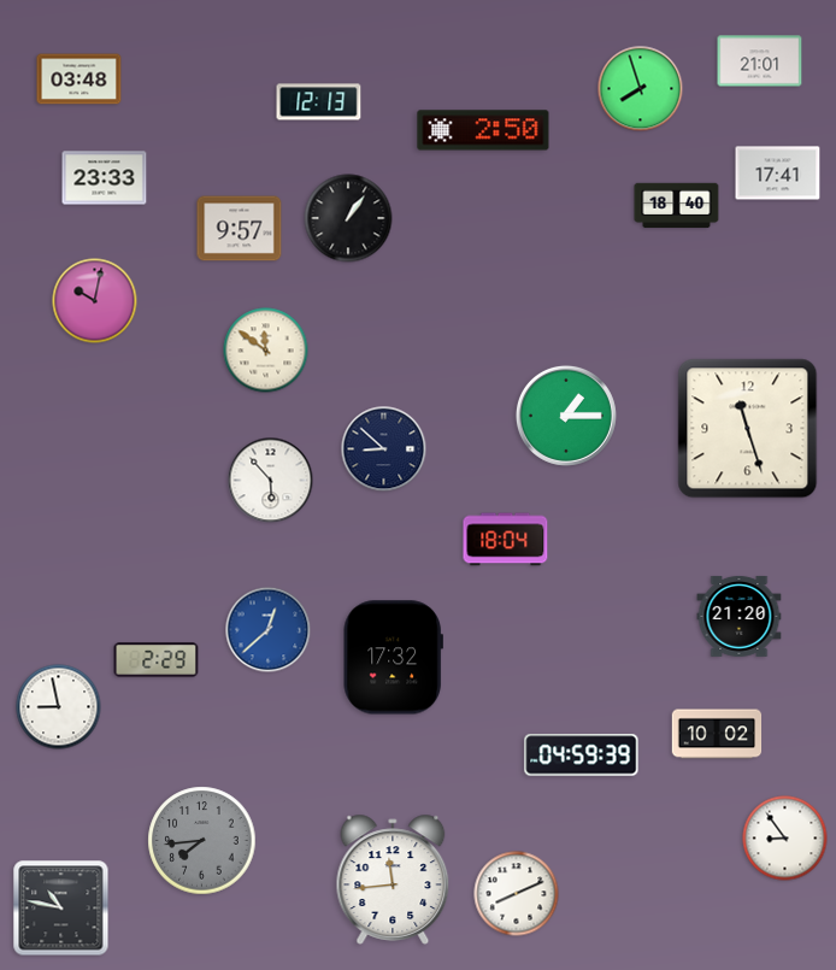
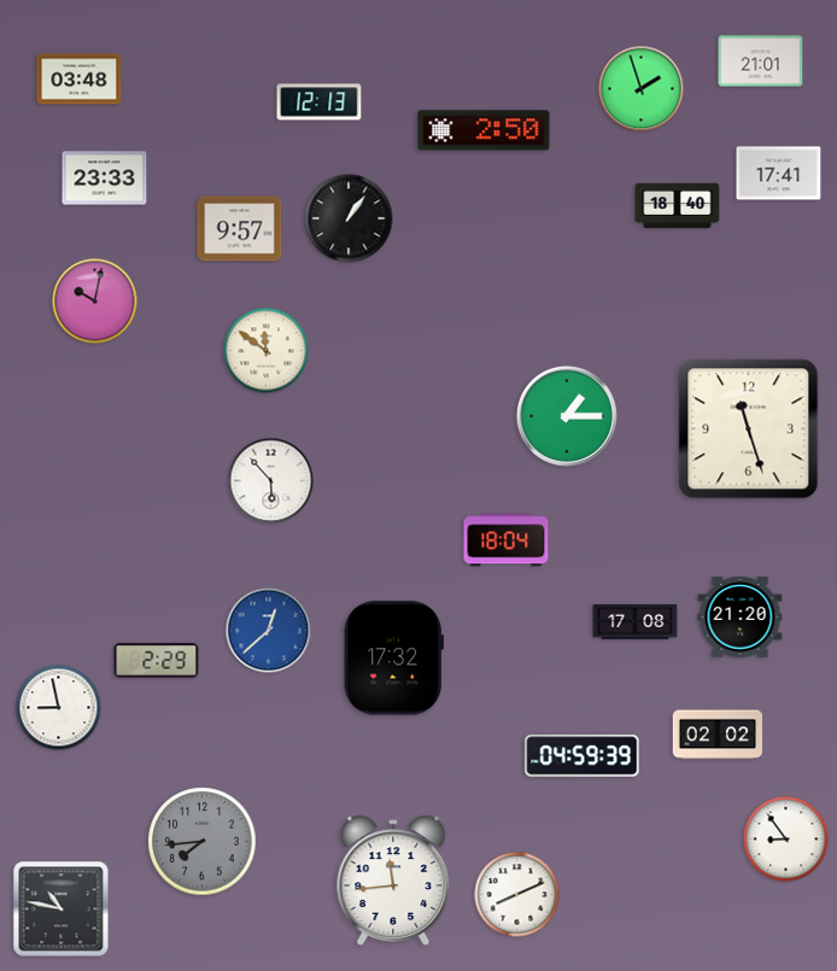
clock at (641, 89): 7:57 -> 1:57
clock at (384, 449): 8:52 -> none
clock at (636, 622): none -> 17:08
clock at (717, 734): 10:02 -> 02:02
